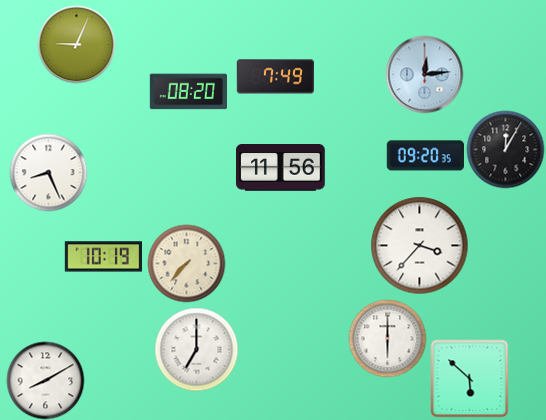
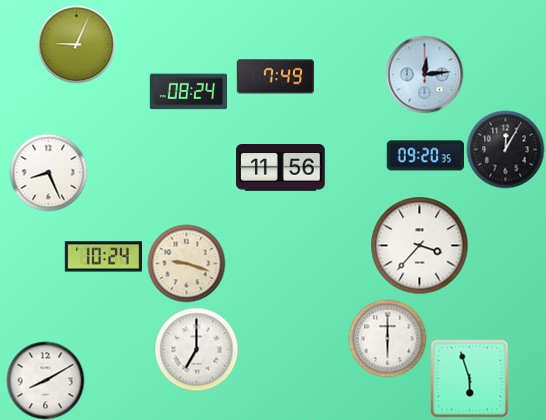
clock at (188, 92): 08:20 -> 08:24
clock at (103, 257): 10:19 -> 10:24
clock at (186, 263): 7:37 -> 9:18
clock at (469, 378): 5:52 -> 5:57
